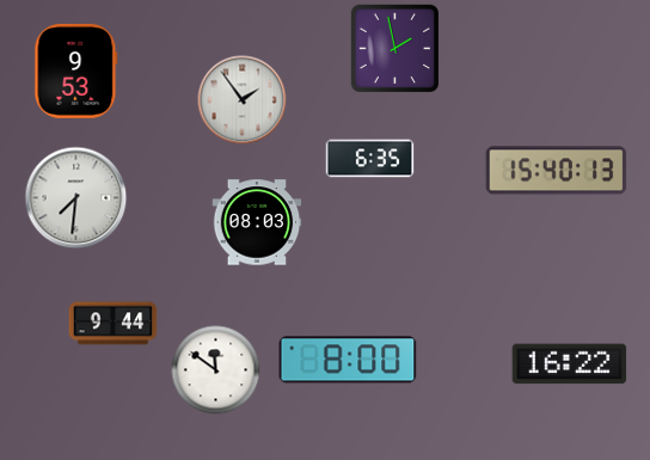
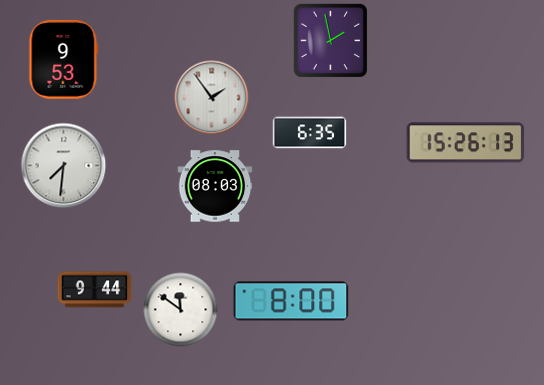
clock at (243, 100) position: (243, 100) -> (212, 98)
clock at (557, 171): 15:40 -> 15:26
clock at (114, 324) position: (114, 324) -> (95, 290)
clock at (570, 364): 16:22 -> none
